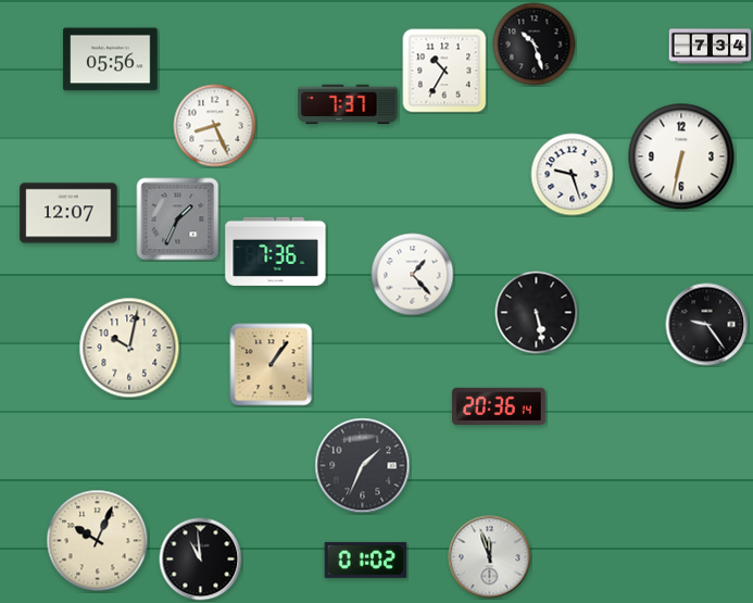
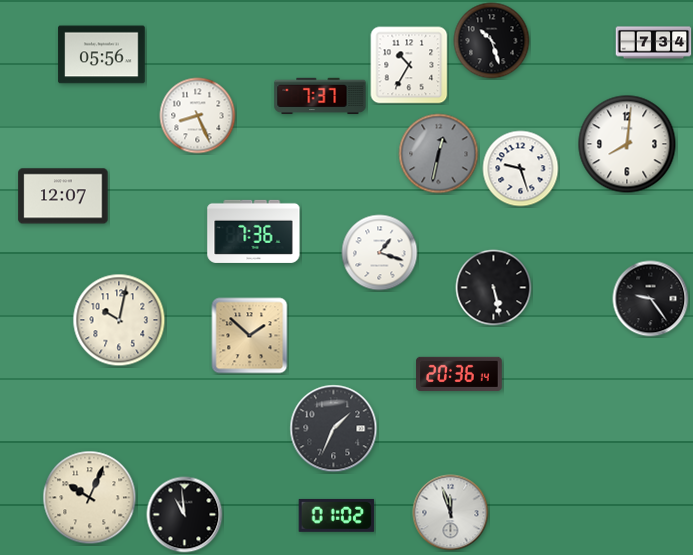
clock at (681, 156): 6:32 -> 8:01
clock at (439, 154): none -> 12:32
clock at (573, 175) position: (573, 175) -> (521, 169)
clock at (178, 219): 1:34 -> none
clock at (413, 275): 1:23 -> 1:18
clock at (272, 365): 1:06 -> 1:52
